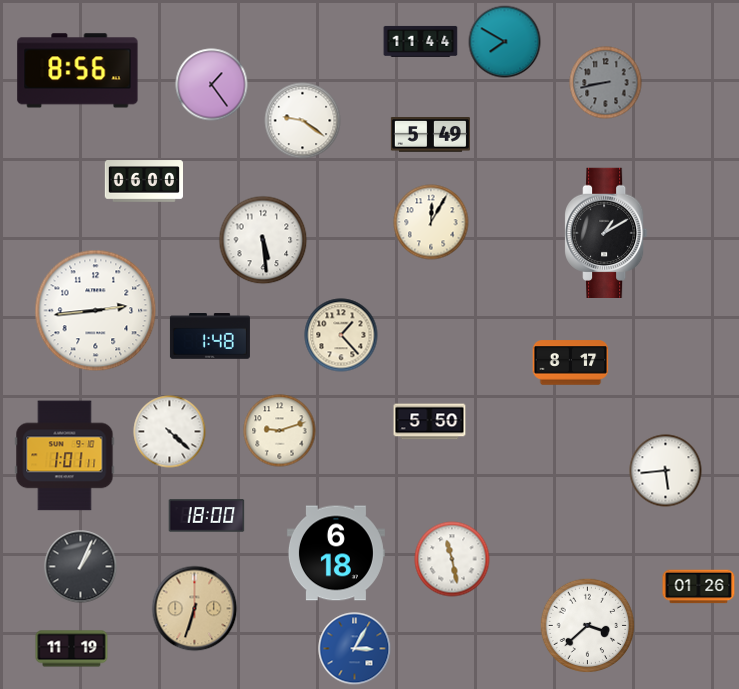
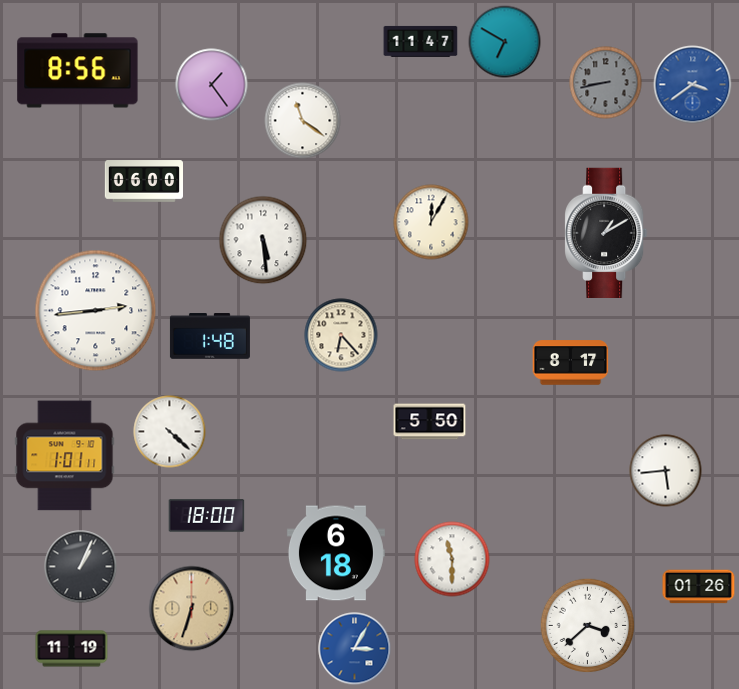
clock at (421, 41): 11:44 -> 11:47
clock at (505, 42): 7:50 -> 6:50
clock at (693, 85): none -> 3:39
clock at (303, 121): 9:21 -> 11:21
clock at (430, 135): 5:49 -> none
clock at (341, 335): 1:23 -> 6:23
clock at (280, 431): 9:12 -> none
clock at (452, 559): 11:28 -> 11:30
clock at (195, 609) position: (195, 609) -> (192, 609)
